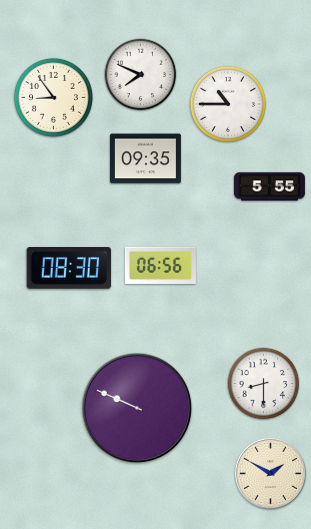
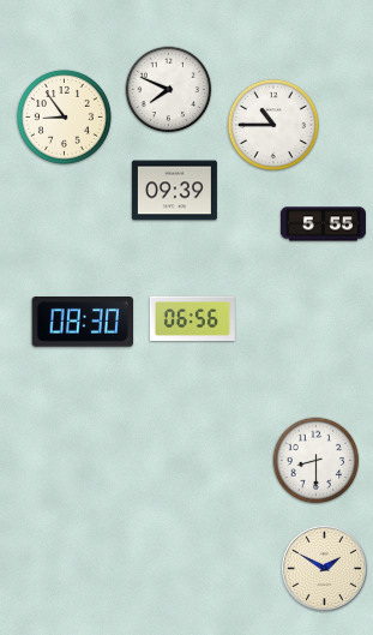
clock at (145, 159): 09:35 -> 09:39
clock at (137, 408): 9:49 -> none
